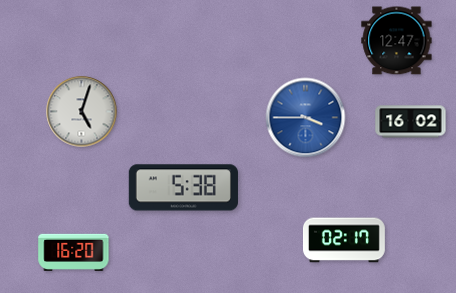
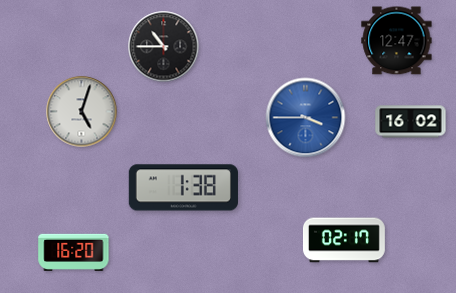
clock at (164, 47): none -> 10:45
clock at (183, 188): 5:38 -> 1:38
